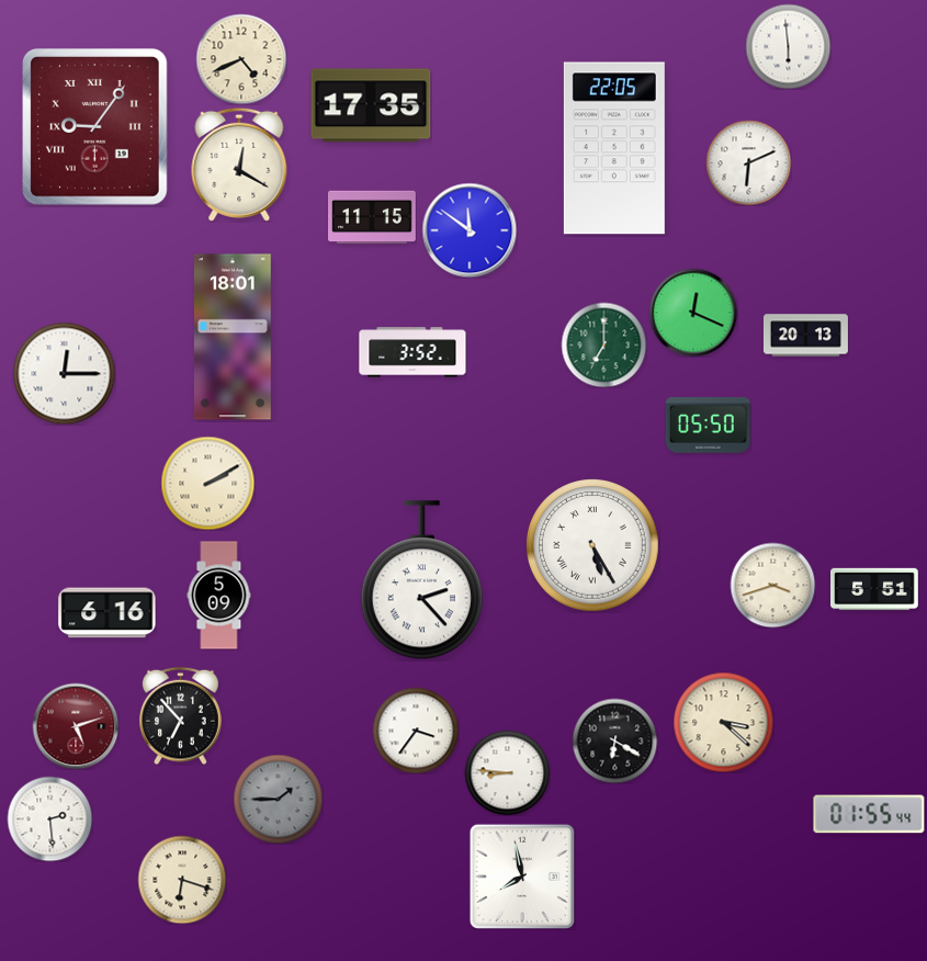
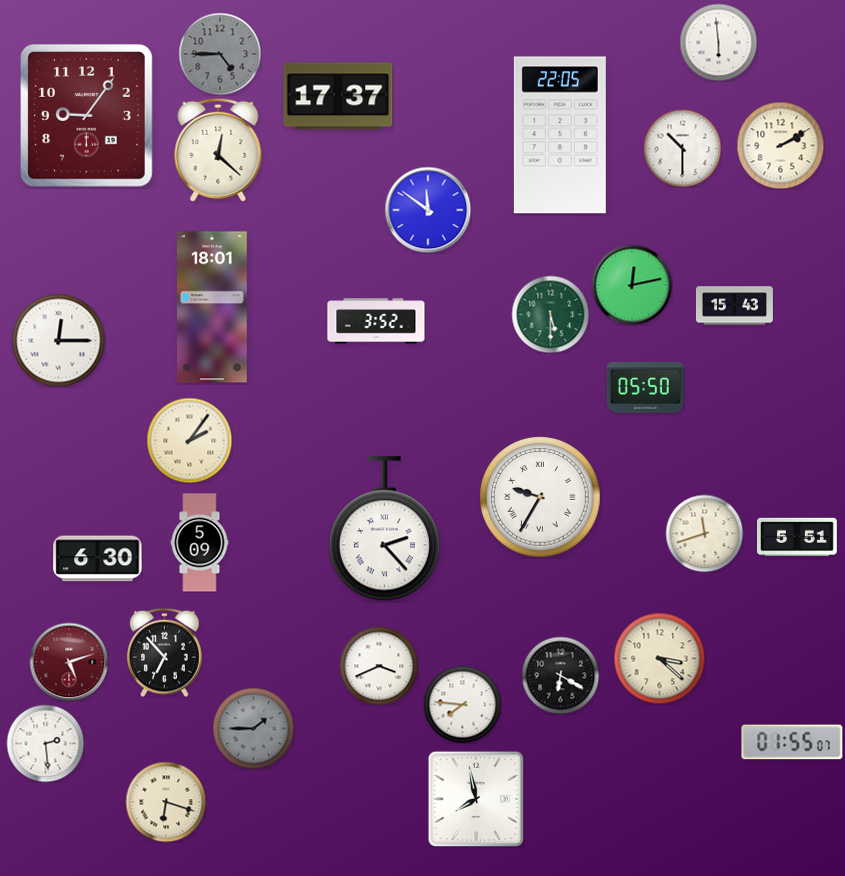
clock at (241, 59): 4:41 -> 4:45
clock at (241, 59) dial: cream -> grey
clock at (371, 105): 17:35 -> 17:37
clock at (94, 126) numerals: Roman -> Arabic
clock at (780, 145): none -> 2:10
clock at (748, 162): 6:11 -> 10:30
clock at (239, 165): 12:20 -> 12:22
clock at (373, 217): 11:15 -> none
clock at (693, 313): 12:19 -> 12:13
clock at (805, 336): 20:13 -> 15:43
clock at (603, 344): 7:00 -> 5:30
clock at (207, 483): 2:10 -> 2:06
clock at (593, 546): 5:25 -> 9:35
clock at (772, 585): 3:42 -> 11:42
clock at (108, 613): 6:16 -> 6:30
clock at (416, 731): 3:36 -> 3:41
clock at (507, 772): 8:46 -> 7:46
clock at (869, 814): 01:55:44 -> 01:55:07
clock at (49, 818) position: (49, 818) -> (45, 743)
